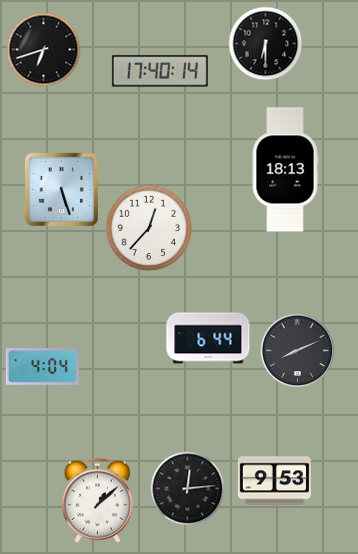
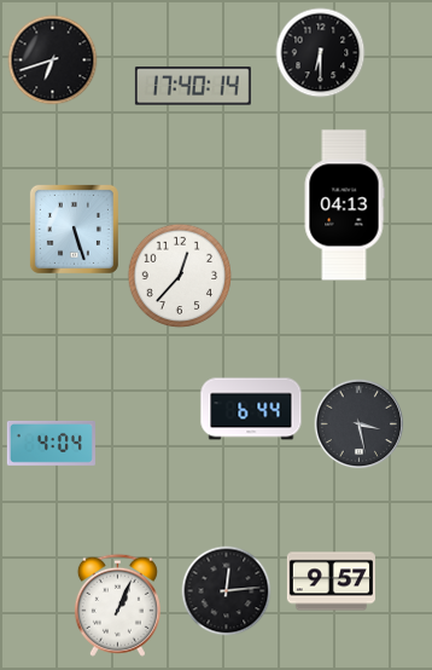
clock at (285, 170): 18:13 -> 04:13
clock at (298, 351): 8:11 -> 3:28
clock at (274, 481): 9:53 -> 9:57
clock at (97, 500): 1:08 -> 1:04
